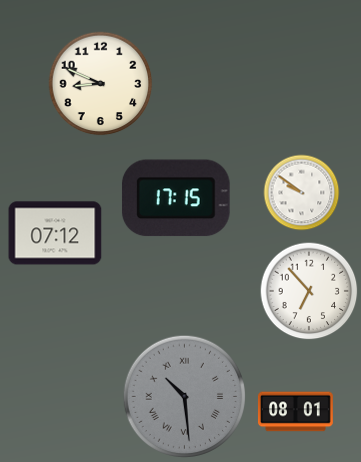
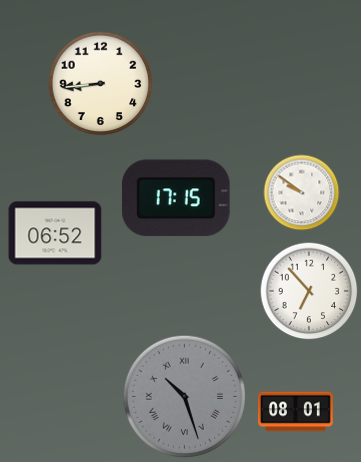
clock at (101, 84): 8:49 -> 8:44
clock at (55, 233): 07:12 -> 06:52
clock at (184, 396): 10:29 -> 10:27
